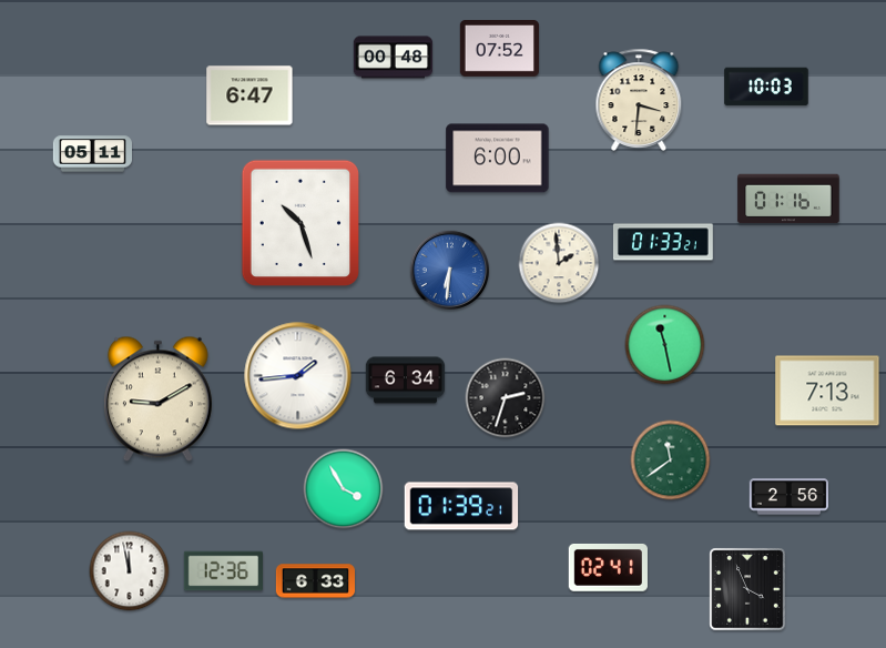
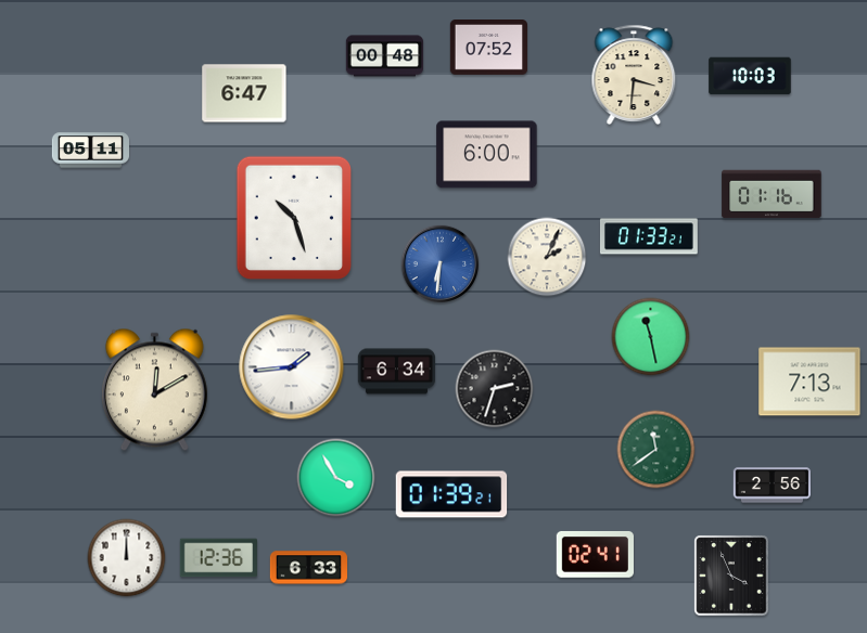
clock at (766, 87) position: (766, 87) -> (750, 76)
clock at (639, 100) position: (639, 100) -> (634, 75)
clock at (559, 263): 1:59 -> 2:04
clock at (157, 399): 9:10 -> 12:10
clock at (130, 571): 11:58 -> 12:00
